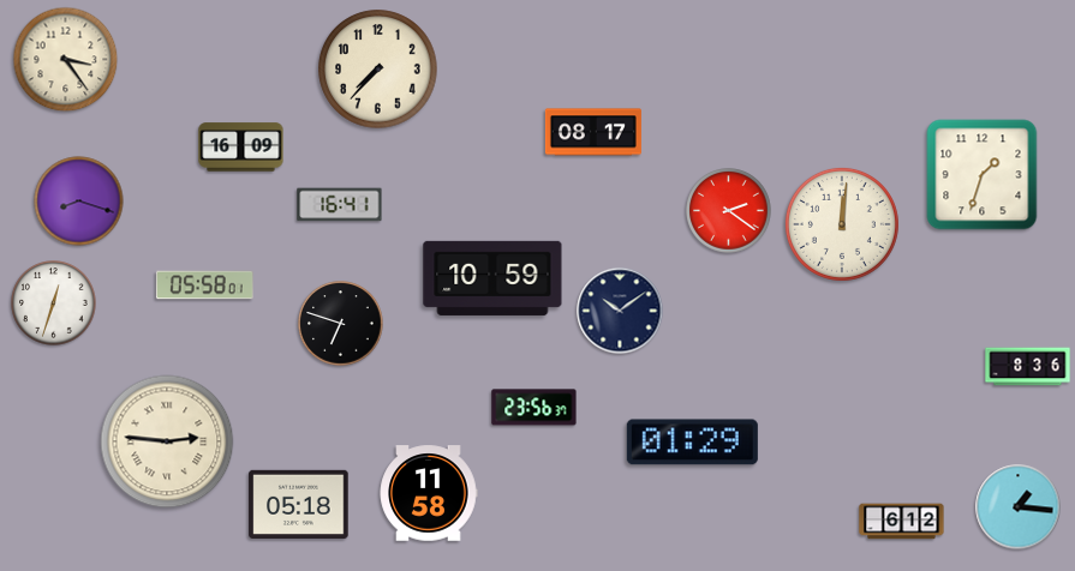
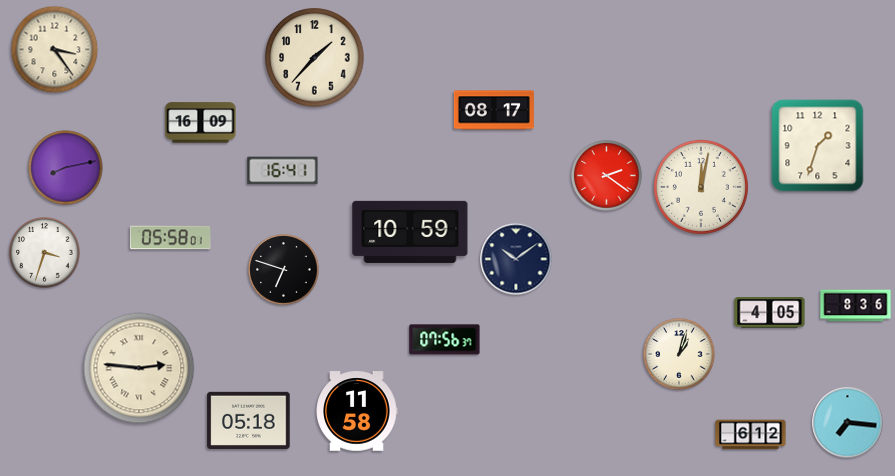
clock at (378, 70): 7:37 -> 1:37
clock at (79, 202): 8:18 -> 8:13
clock at (842, 224): 12:01 -> 12:02
clock at (54, 303): 12:33 -> 3:33
clock at (770, 313): none -> 4:05
clock at (534, 408): 23:56 -> 07:56
clock at (679, 354): none -> 1:03
clock at (692, 443): 01:29 -> none
clock at (1019, 507): 1:16 -> 7:16
